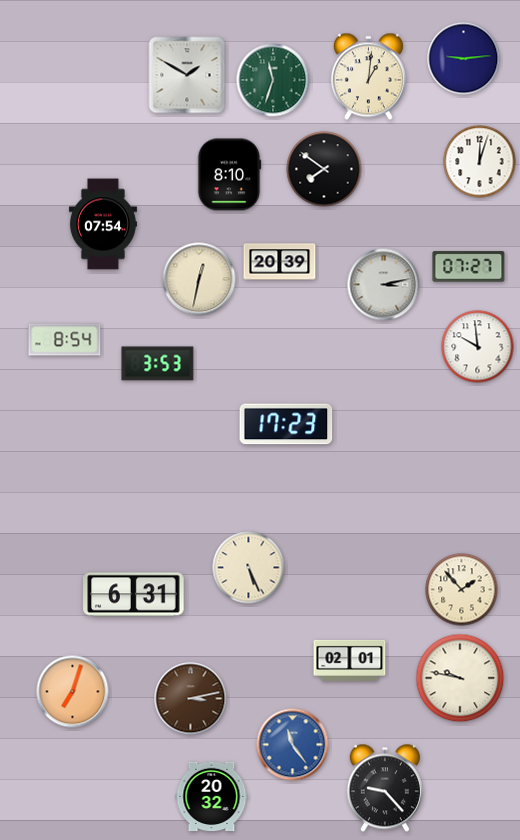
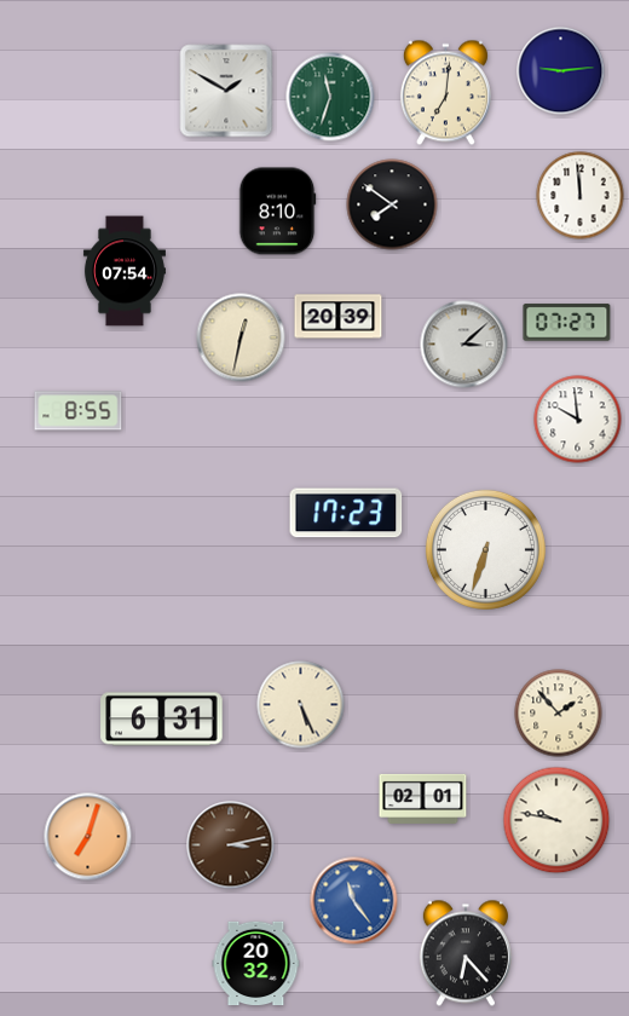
clock at (368, 77): 1:01 -> 7:01
clock at (480, 162): 12:03 -> 11:59
clock at (384, 285): 3:13 -> 3:08
clock at (65, 340): 8:54 -> 8:55
clock at (158, 364): 3:53 -> none
clock at (485, 549): none -> 6:33
clock at (249, 568) position: (249, 568) -> (301, 705)
clock at (385, 788): 9:23 -> 6:23
